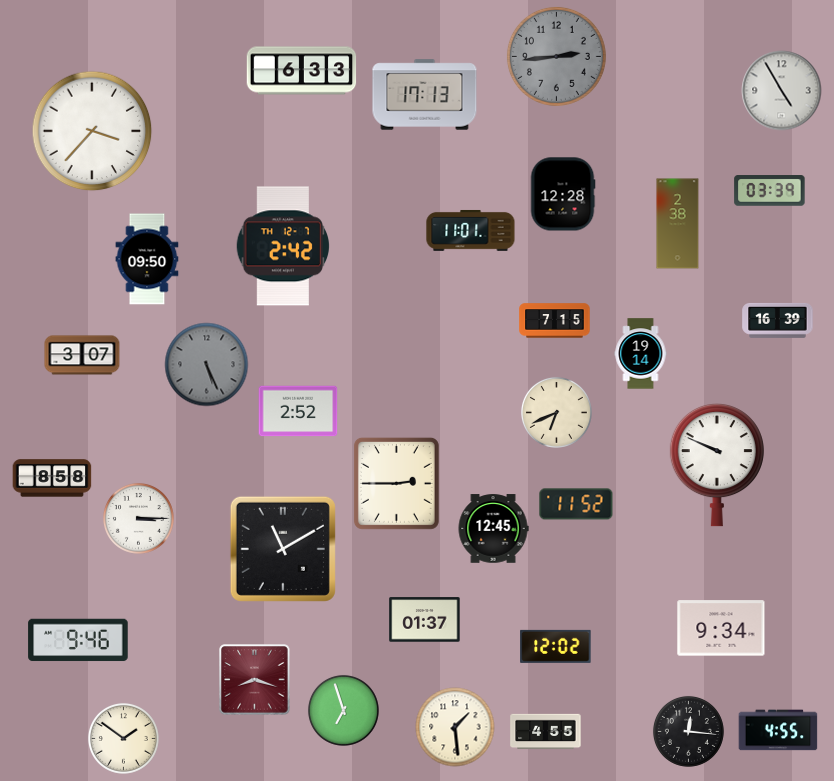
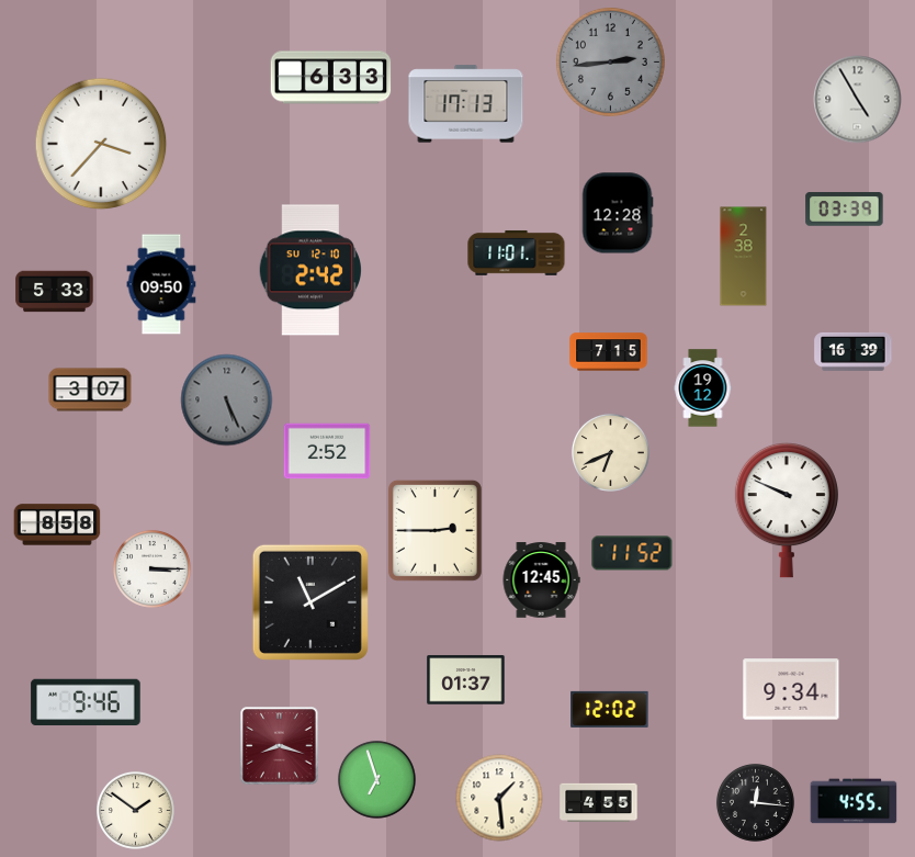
clock at (678, 224) position: (678, 224) -> (744, 257)
clock at (282, 246) date: TH 12-7 -> SU 12-10
clock at (55, 292): none -> 5:33
clock at (641, 354): 19:14 -> 19:12
